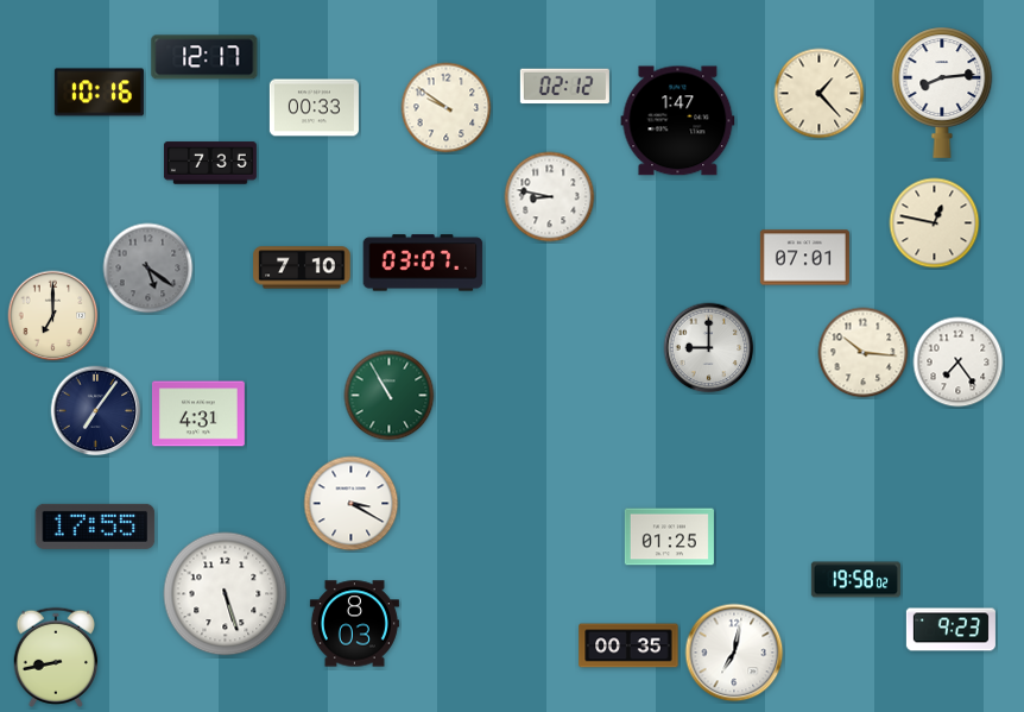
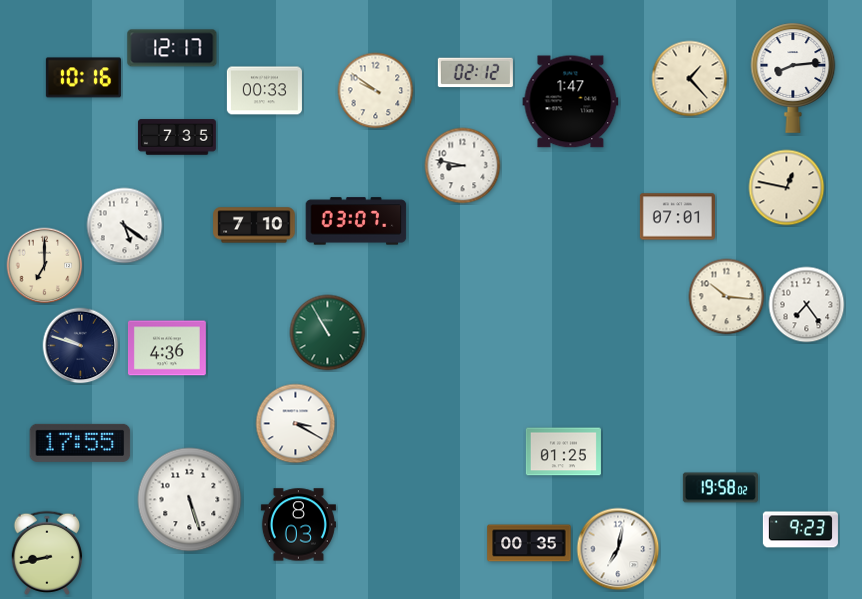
clock at (148, 269) dial: grey -> white
clock at (709, 348): 9:00 -> none
clock at (96, 411): 7:06 -> 9:48
clock at (198, 414): 4:31 -> 4:36
